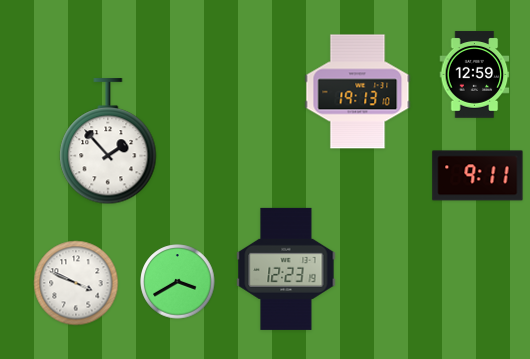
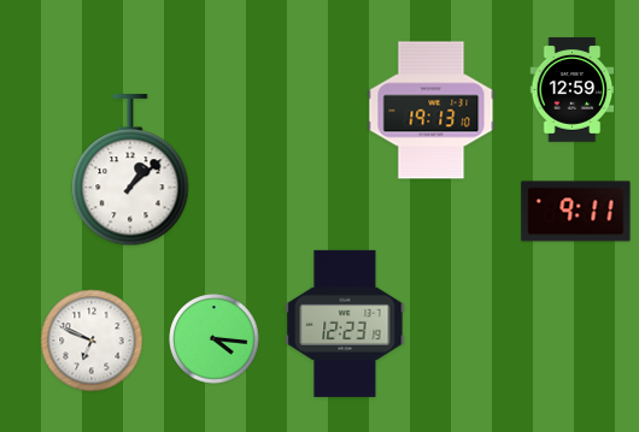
clock at (108, 142): 1:53 -> 1:08
clock at (178, 282): 3:40 -> 4:16
clock at (76, 283): 3:49 -> 6:49
